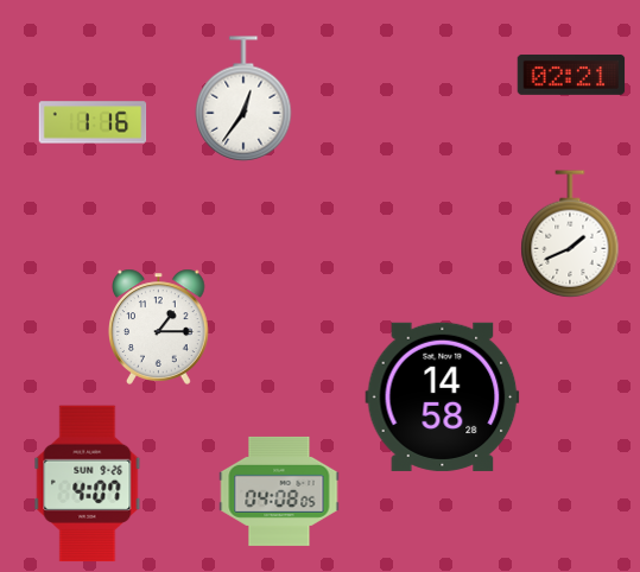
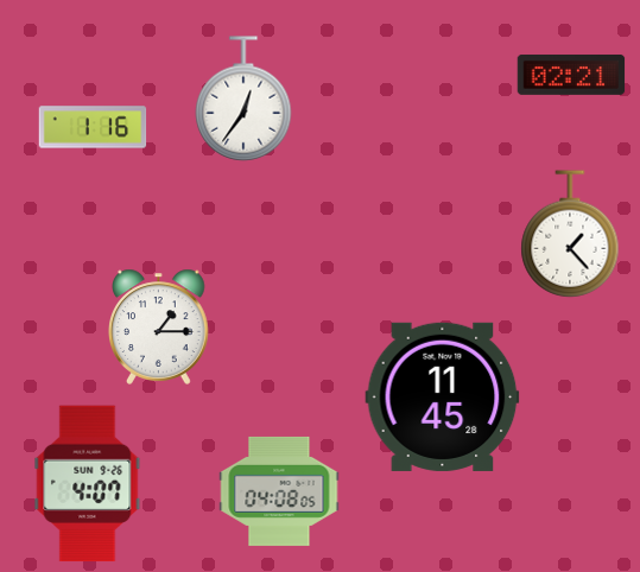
clock at (93, 122) position: (93, 122) -> (93, 127)
clock at (570, 234): 1:41 -> 1:23
clock at (443, 396): 14:58 -> 11:45
